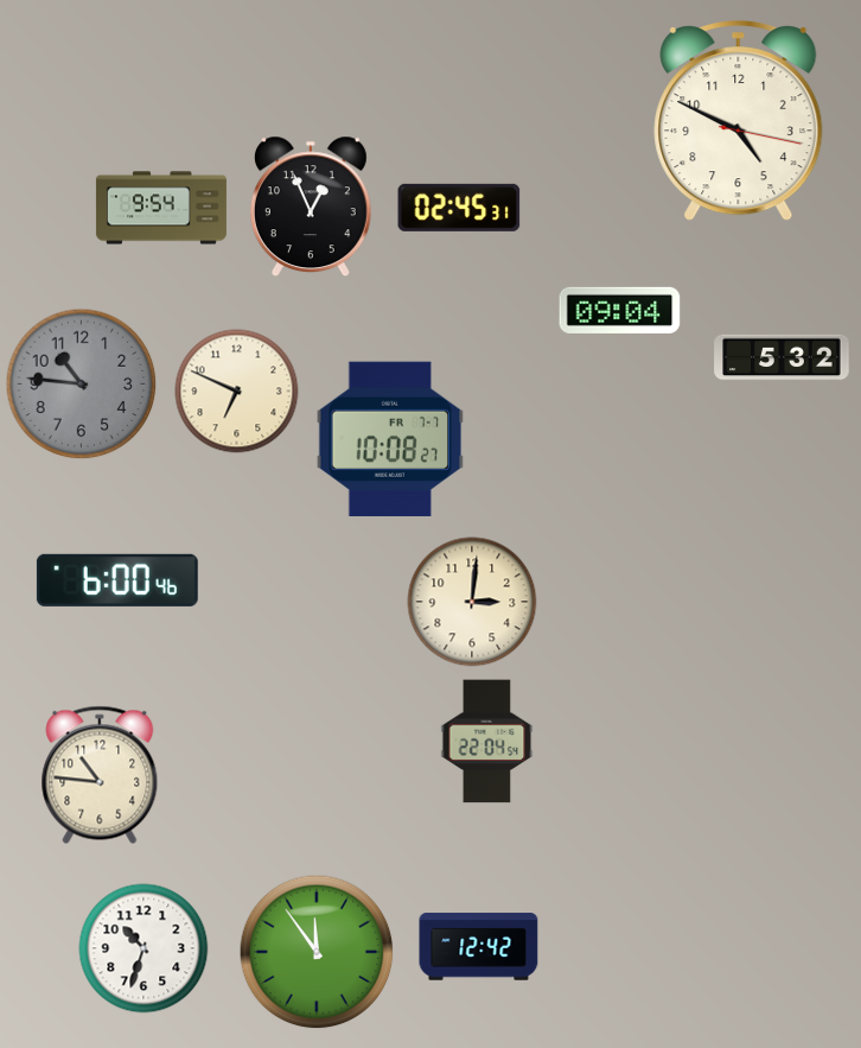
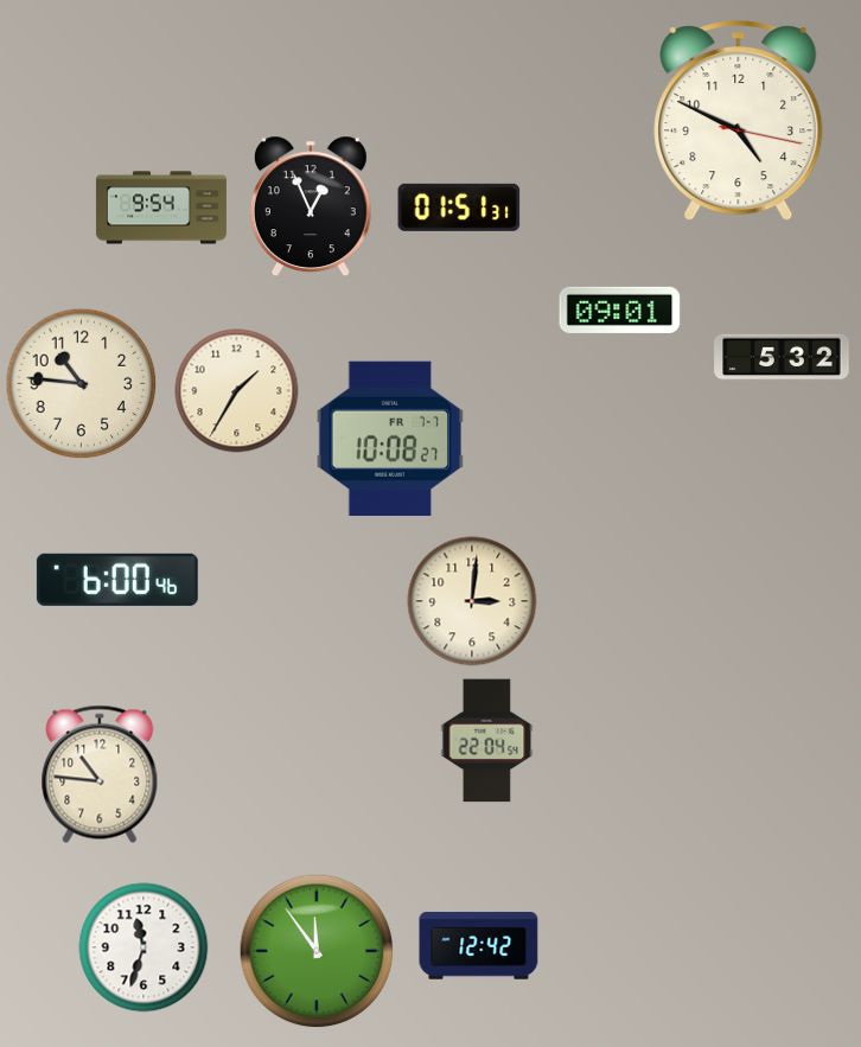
clock at (459, 208): 02:45 -> 01:51
clock at (620, 310): 09:04 -> 09:01
clock at (82, 385) dial: grey -> cream
clock at (237, 392): 6:49 -> 1:35
clock at (143, 948): 10:33 -> 11:33
